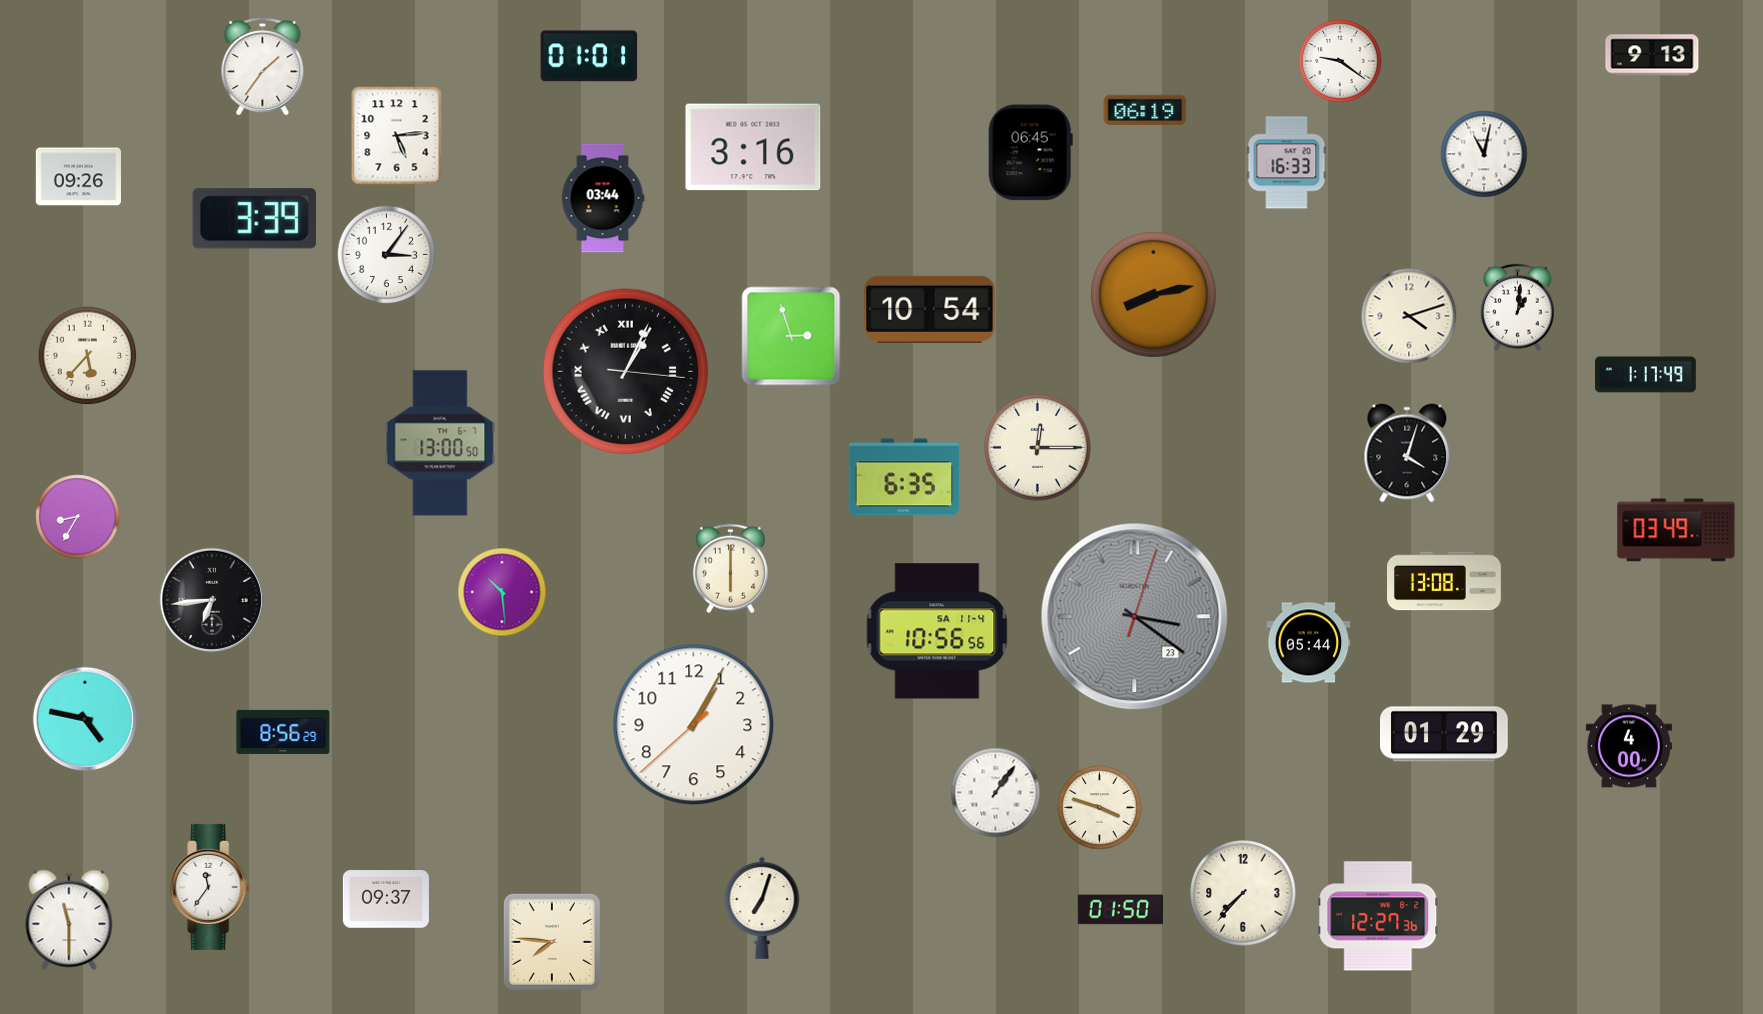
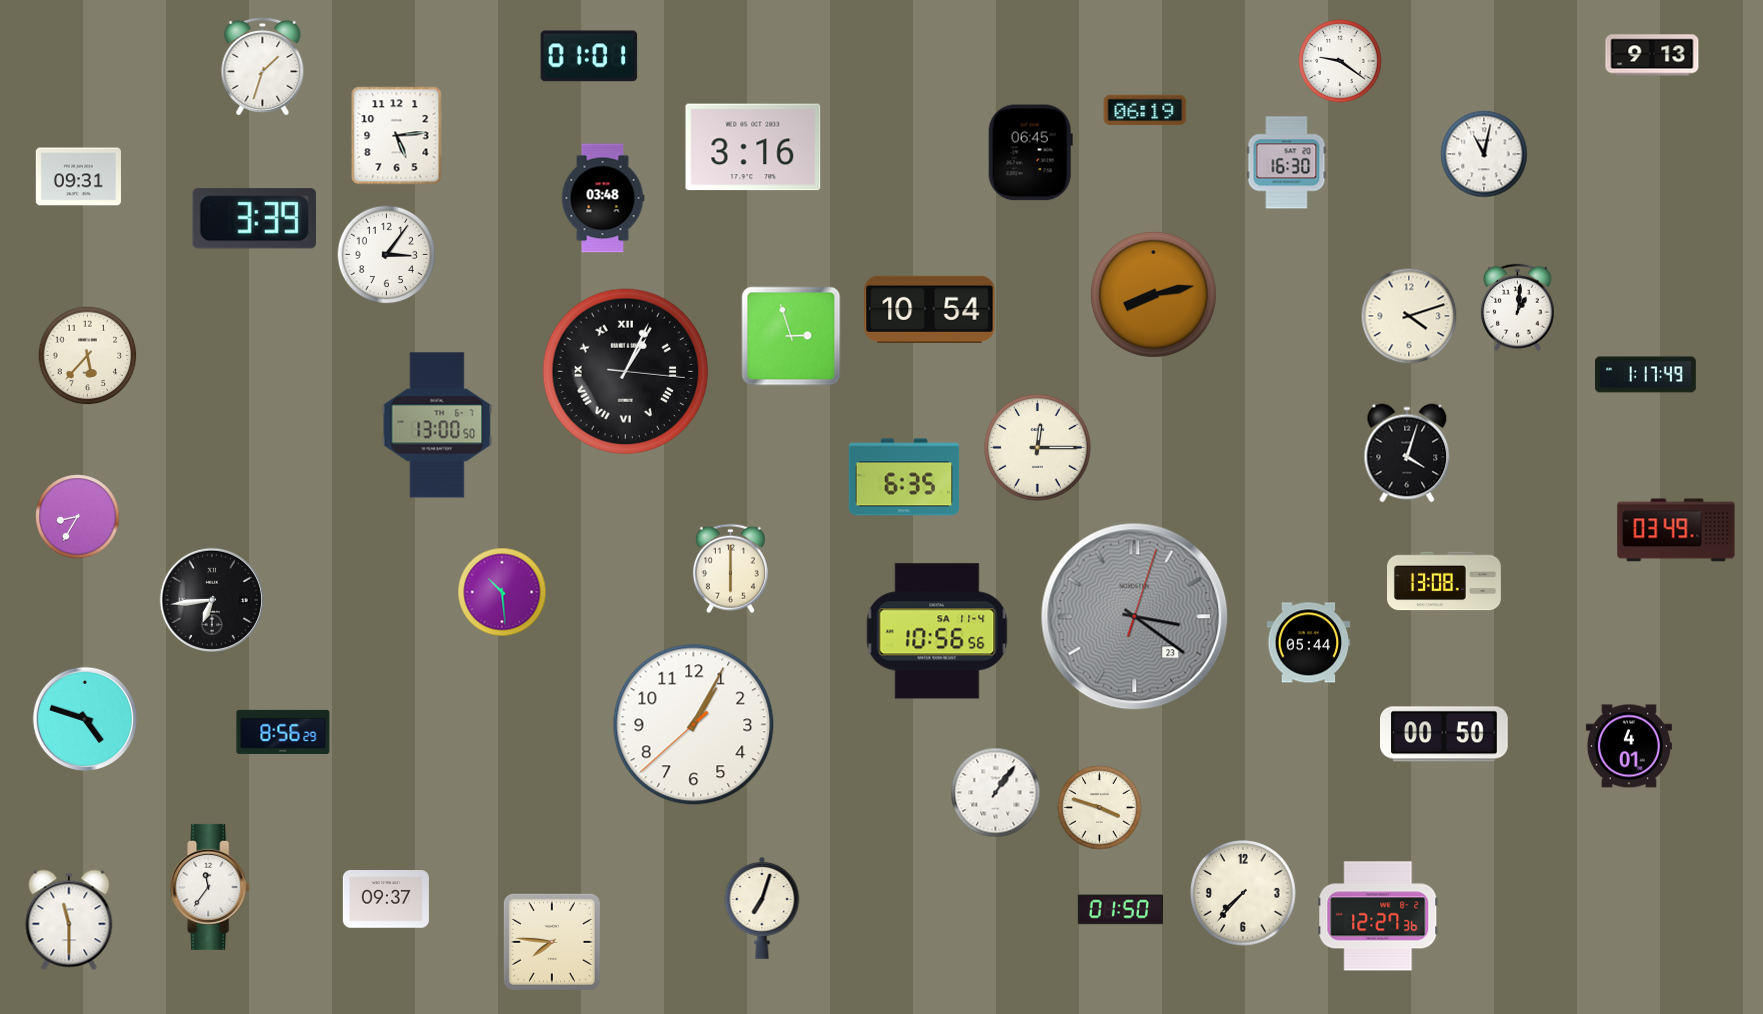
clock at (263, 66): 1:36 -> 1:33
clock at (1287, 163): 16:33 -> 16:30
clock at (78, 177): 09:26 -> 09:31
clock at (603, 198): 03:44 -> 03:48
clock at (440, 443) position: (440, 443) -> (437, 425)
clock at (85, 719): 4:47 -> 4:48
clock at (1445, 734): 01:29 -> 00:50
clock at (1629, 746): 4:00 -> 4:01
